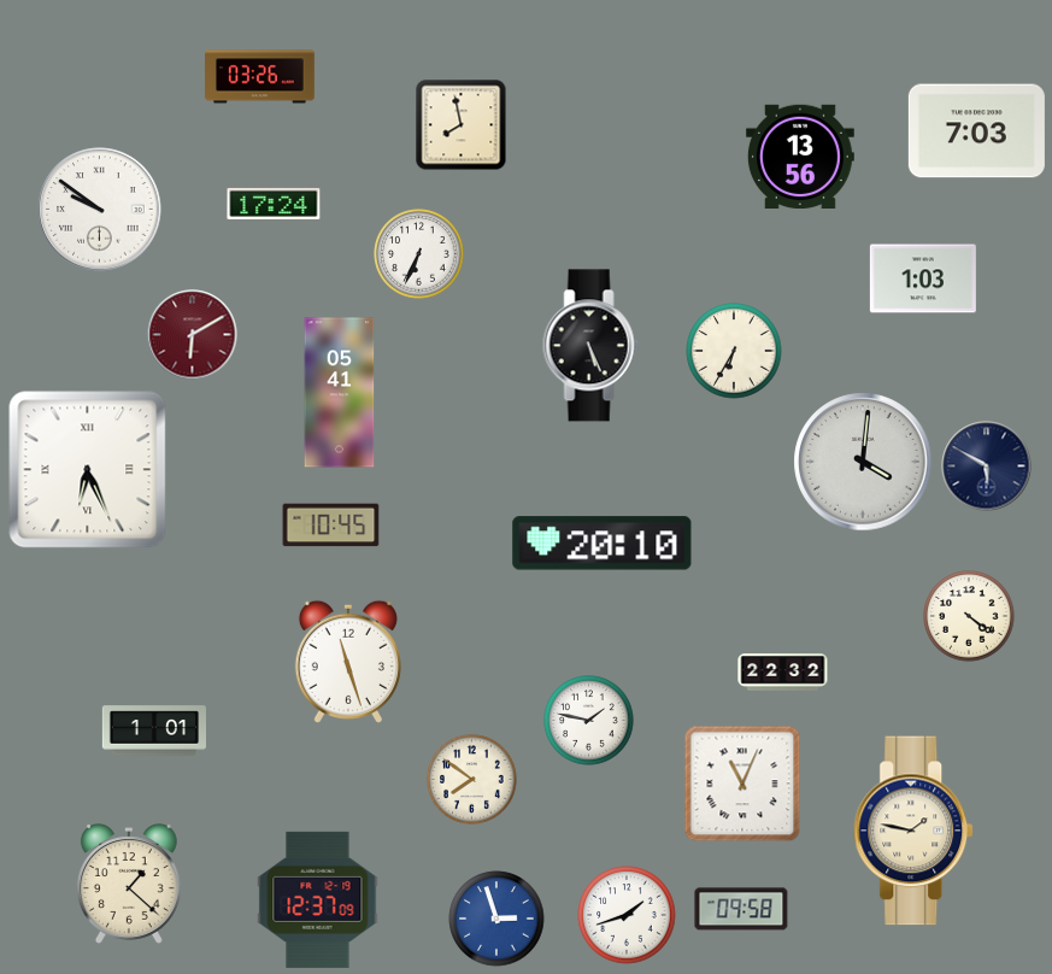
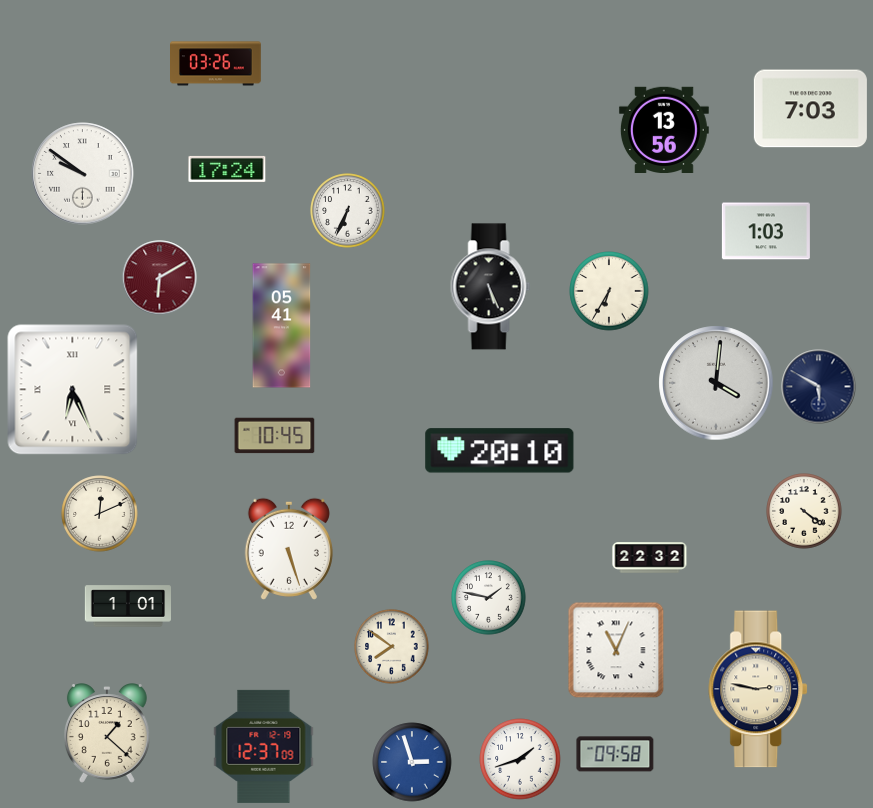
clock at (462, 125): 7:58 -> none
clock at (100, 514): none -> 12:11
clock at (348, 662): 11:27 -> 5:27
clock at (915, 831): 1:47 -> 2:47
